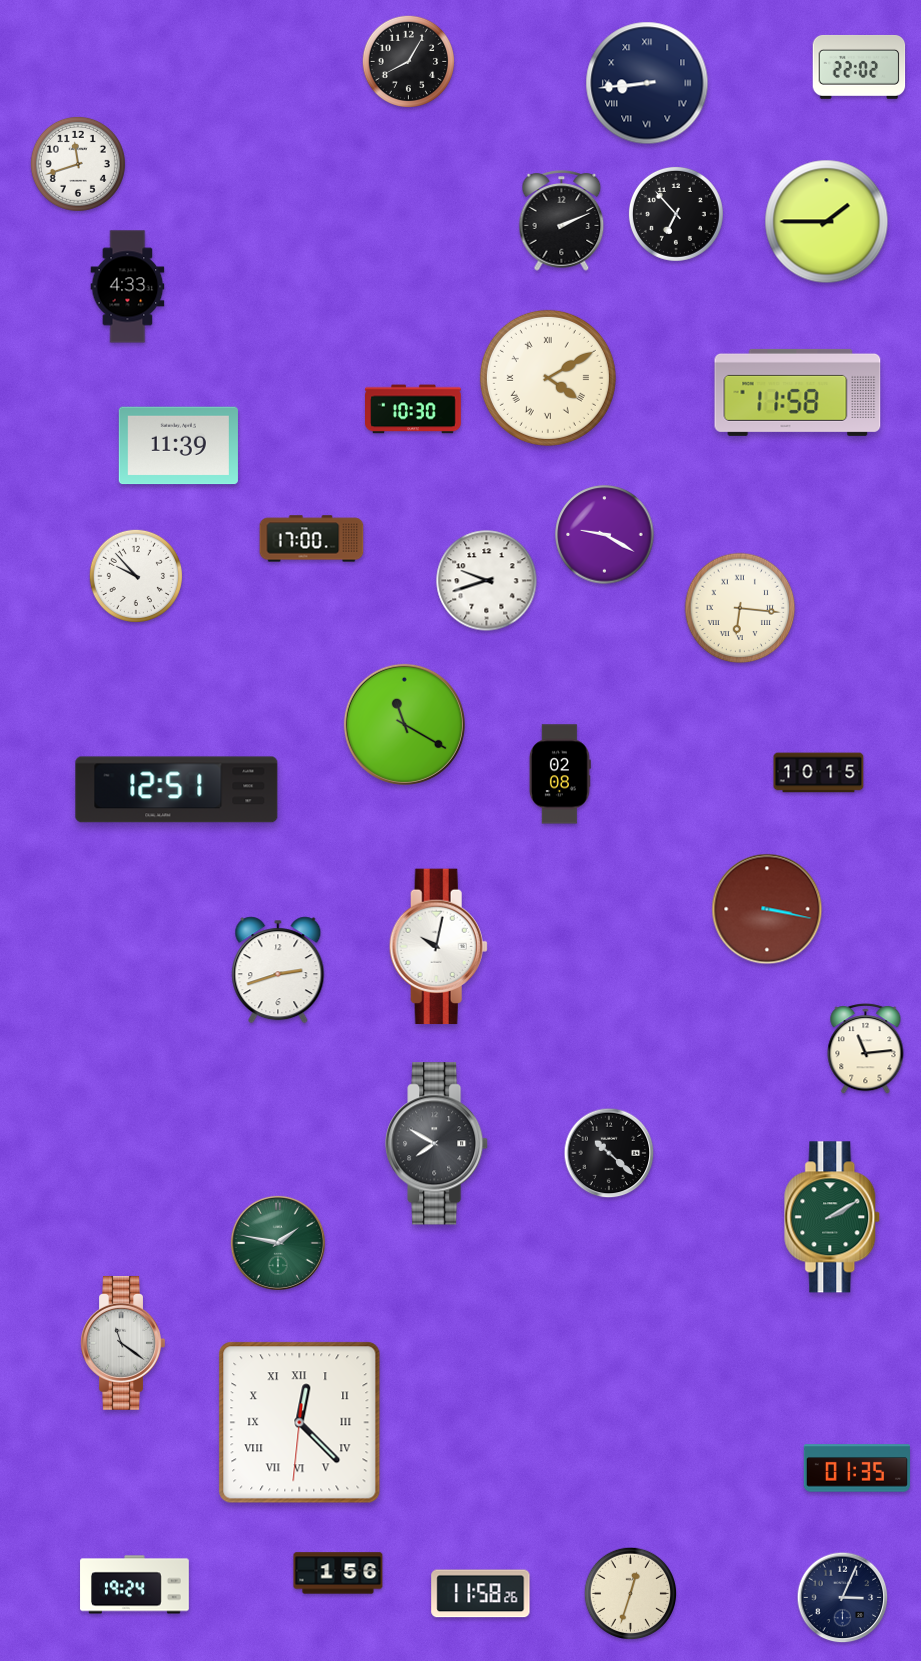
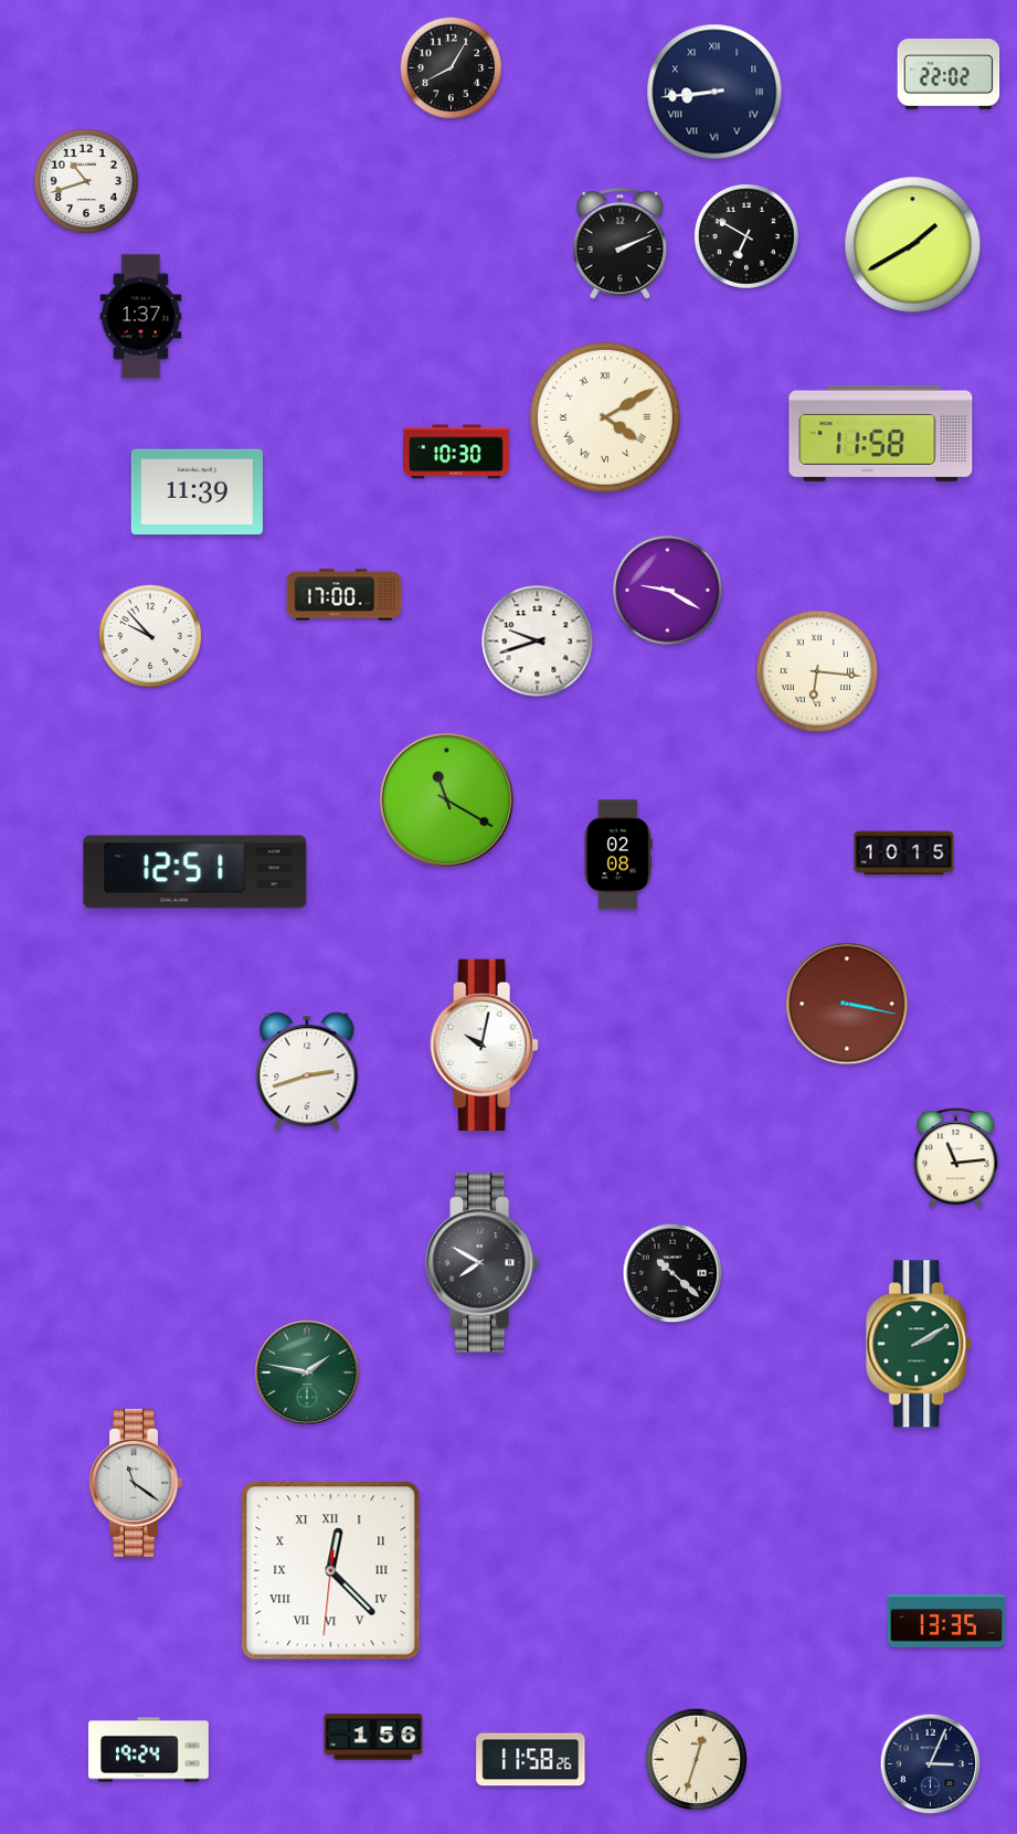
clock at (78, 164): 11:42 -> 10:42
clock at (676, 214): 6:53 -> 6:50
clock at (827, 222): 1:45 -> 1:40
clock at (128, 287): 4:33 -> 1:37
clock at (856, 1468): 01:35 -> 13:35
